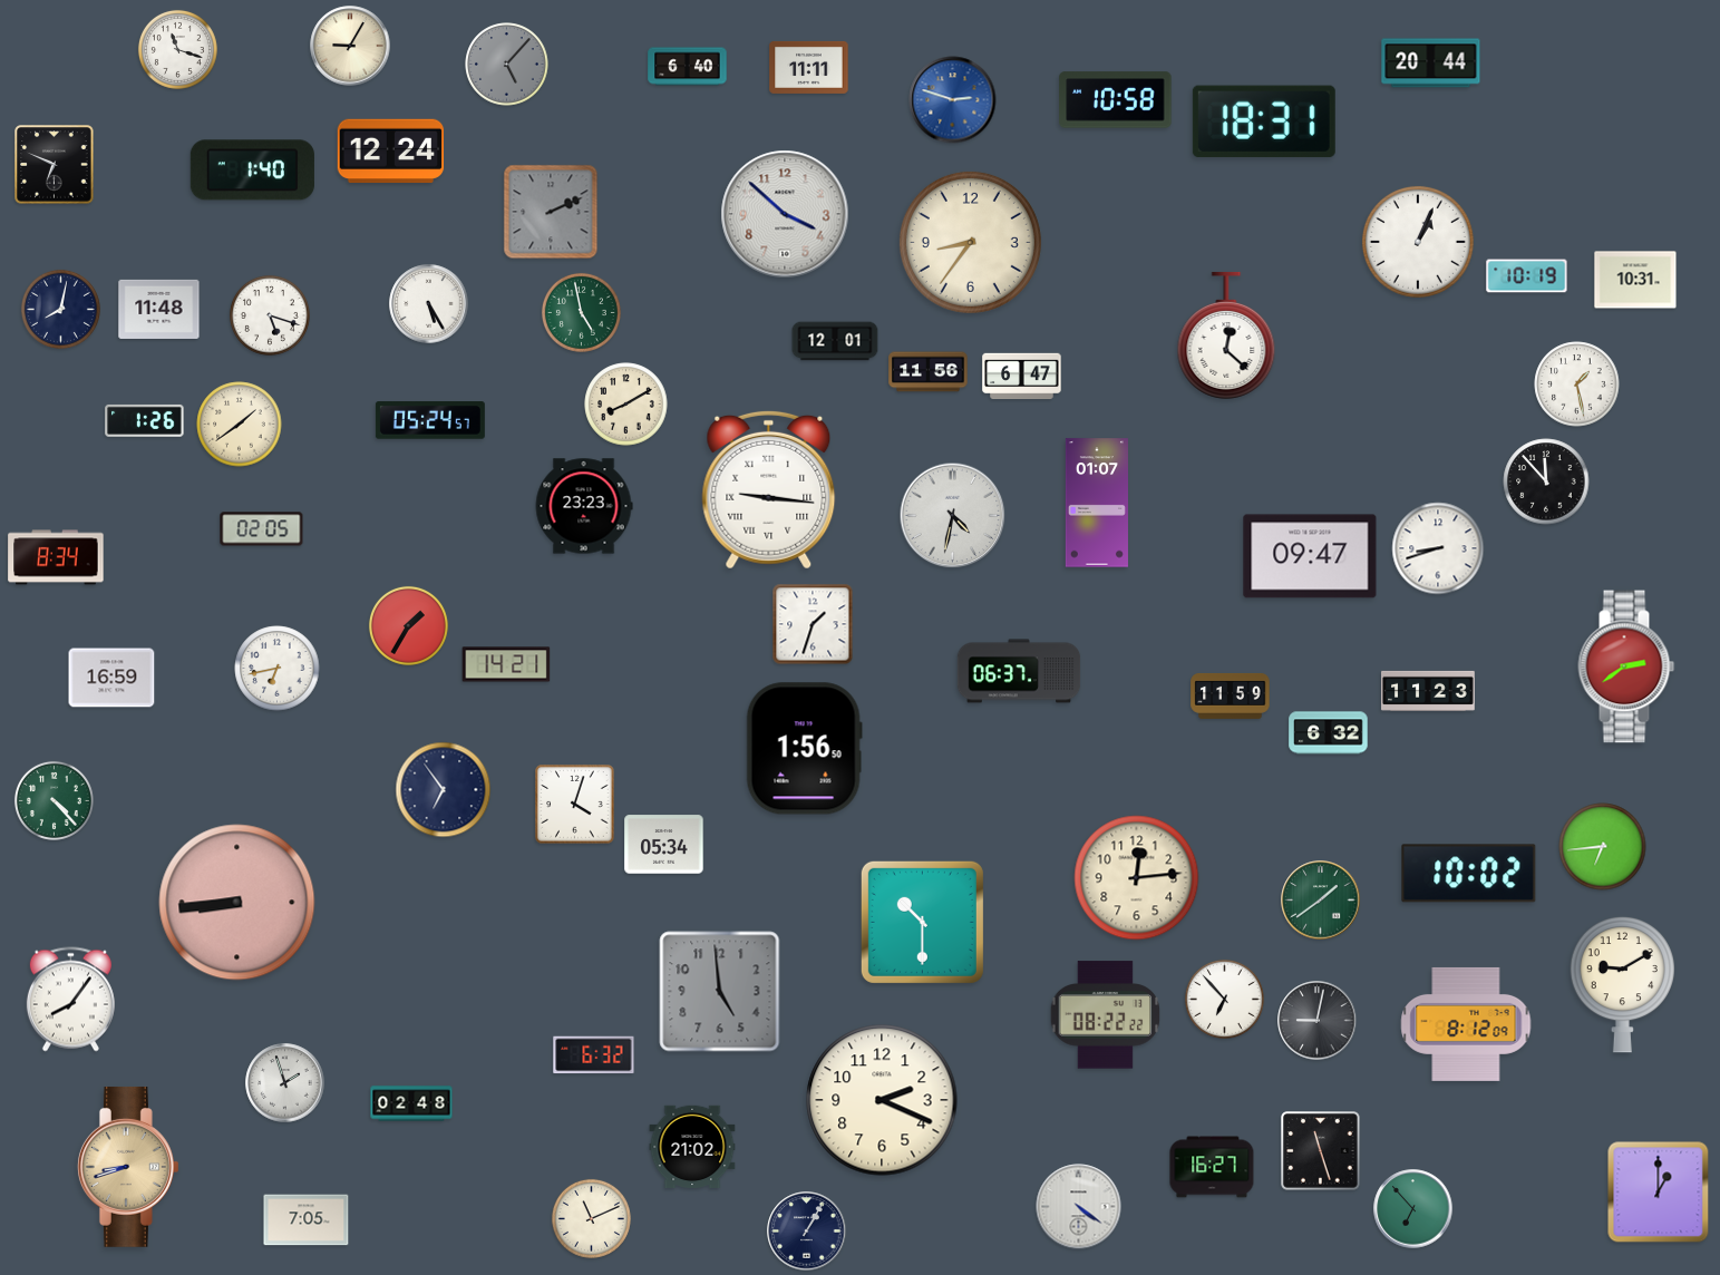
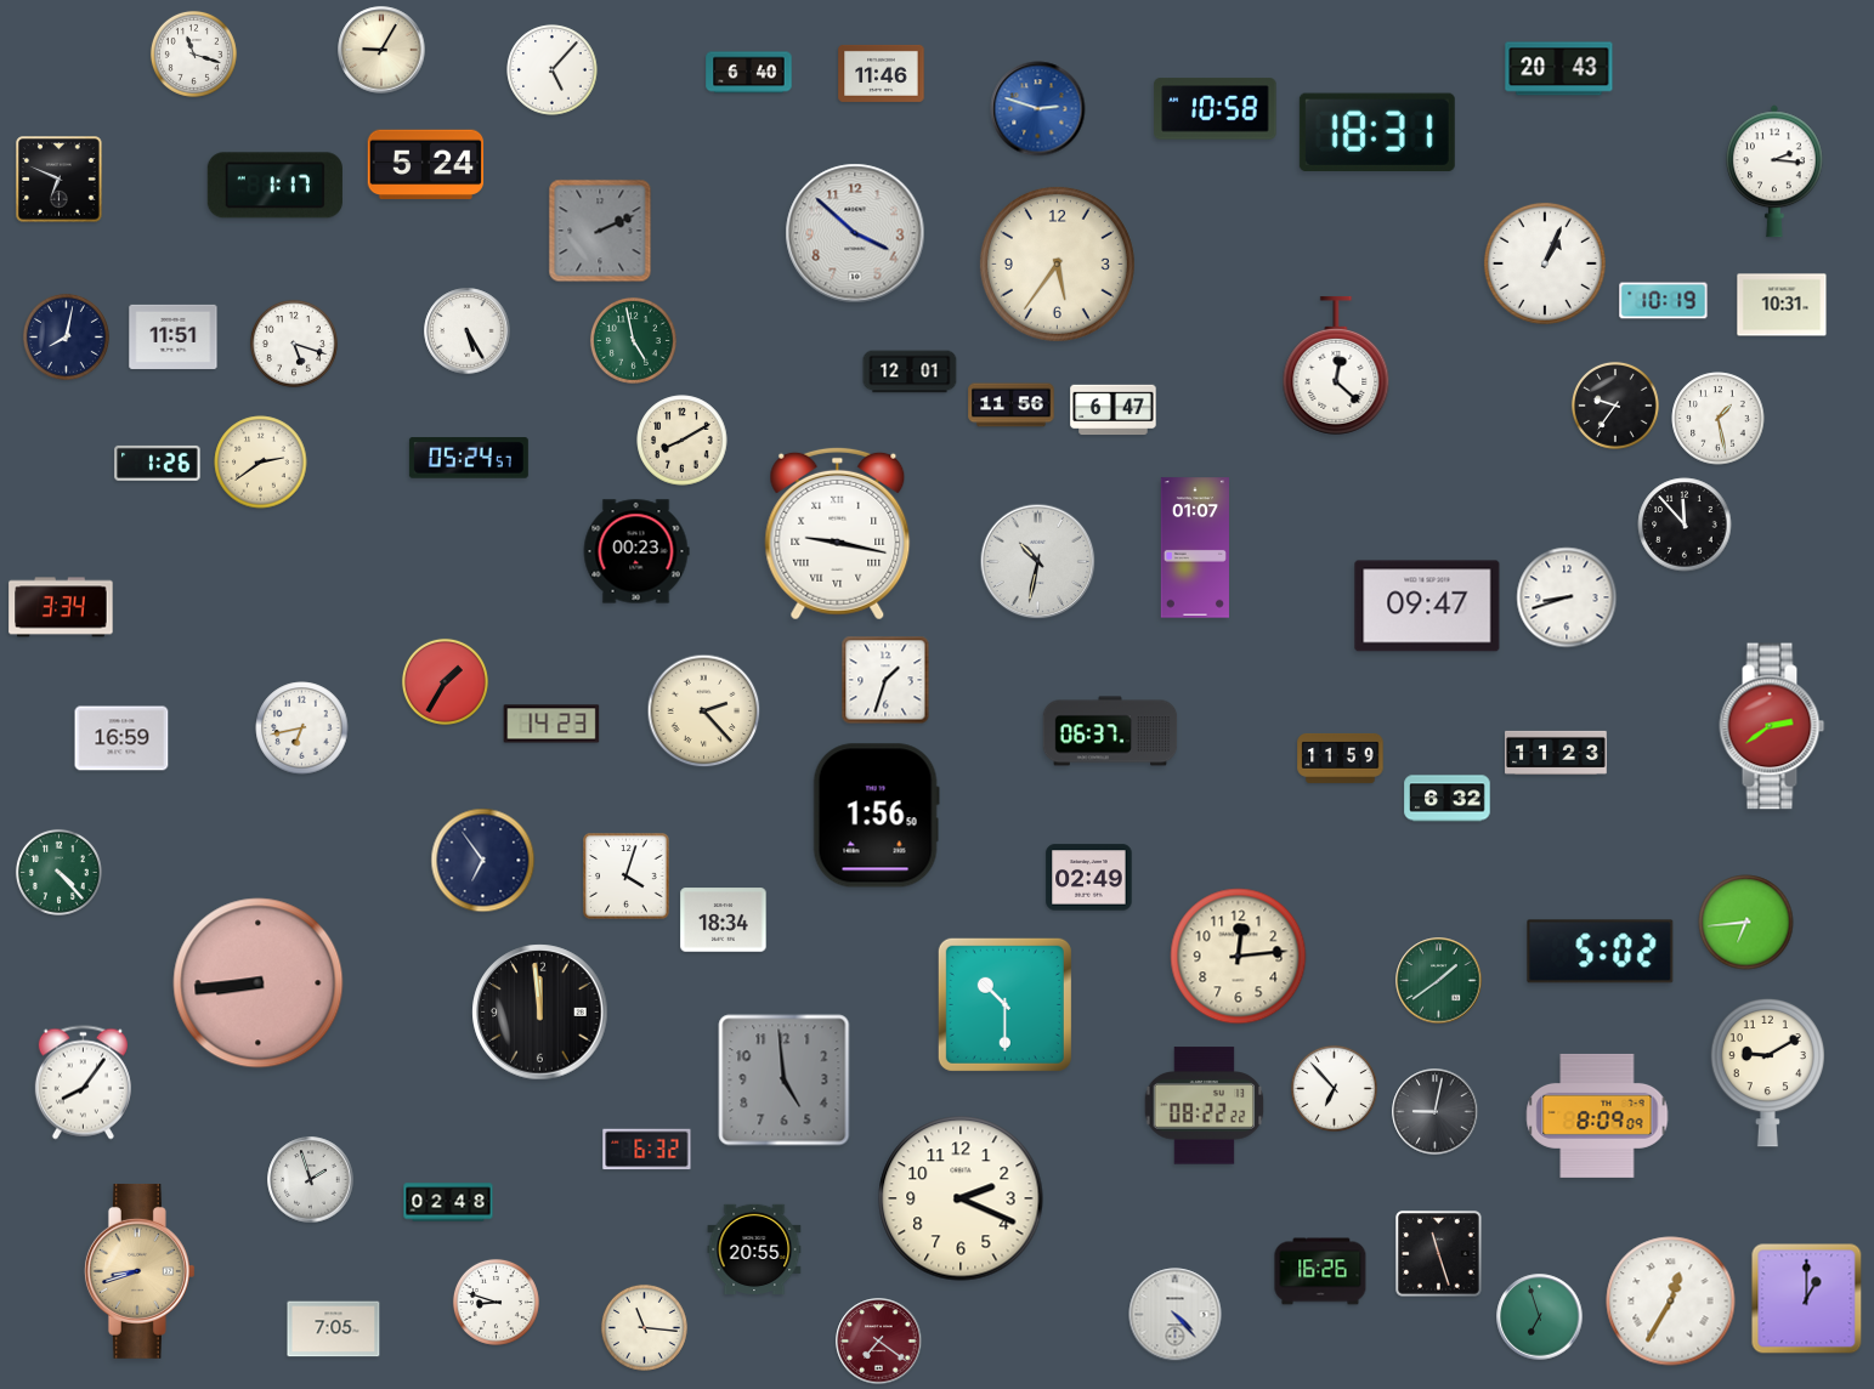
clock at (1431, 64): 20:44 -> 20:43
clock at (507, 65) dial: grey -> white
clock at (809, 67): 11:11 -> 11:46
clock at (391, 152): 12:24 -> 5:24
clock at (1774, 171): none -> 2:16
clock at (252, 171): 1:40 -> 1:17
clock at (970, 242): 8:36 -> 5:36
clock at (159, 309): 11:48 -> 11:51
clock at (1615, 406): none -> 9:36
clock at (145, 420) position: (145, 420) -> (158, 463)
clock at (240, 425): 1:39 -> 2:39
clock at (769, 489): 9:16 -> 9:17
clock at (584, 506): 23:23 -> 00:23
clock at (953, 516): 4:32 -> 10:32
clock at (262, 529): 02:05 -> none
clock at (56, 557): 8:34 -> 3:34
clock at (704, 711): none -> 2:23
clock at (506, 664): 14:21 -> 14:23
clock at (1089, 878): none -> 02:49
clock at (664, 845): 05:34 -> 18:34
clock at (1469, 874): 10:02 -> 5:02
clock at (540, 1013): none -> 11:59
clock at (70, 1000) position: (70, 1000) -> (83, 1083)
clock at (1466, 1024): 8:12 -> 8:09
clock at (692, 1146): 21:02 -> 20:55
clock at (1212, 1167): 16:27 -> 16:26
clock at (496, 1302): none -> 8:48
clock at (1671, 1302): none -> 12:35
clock at (1079, 1207): 4:21 -> 4:23
clock at (1413, 1209): 6:53 -> 6:57
clock at (591, 1218): 11:11 -> 11:16
clock at (807, 1232): 1:05 -> 7:21
clock at (807, 1232) dial: navy -> burgundy
